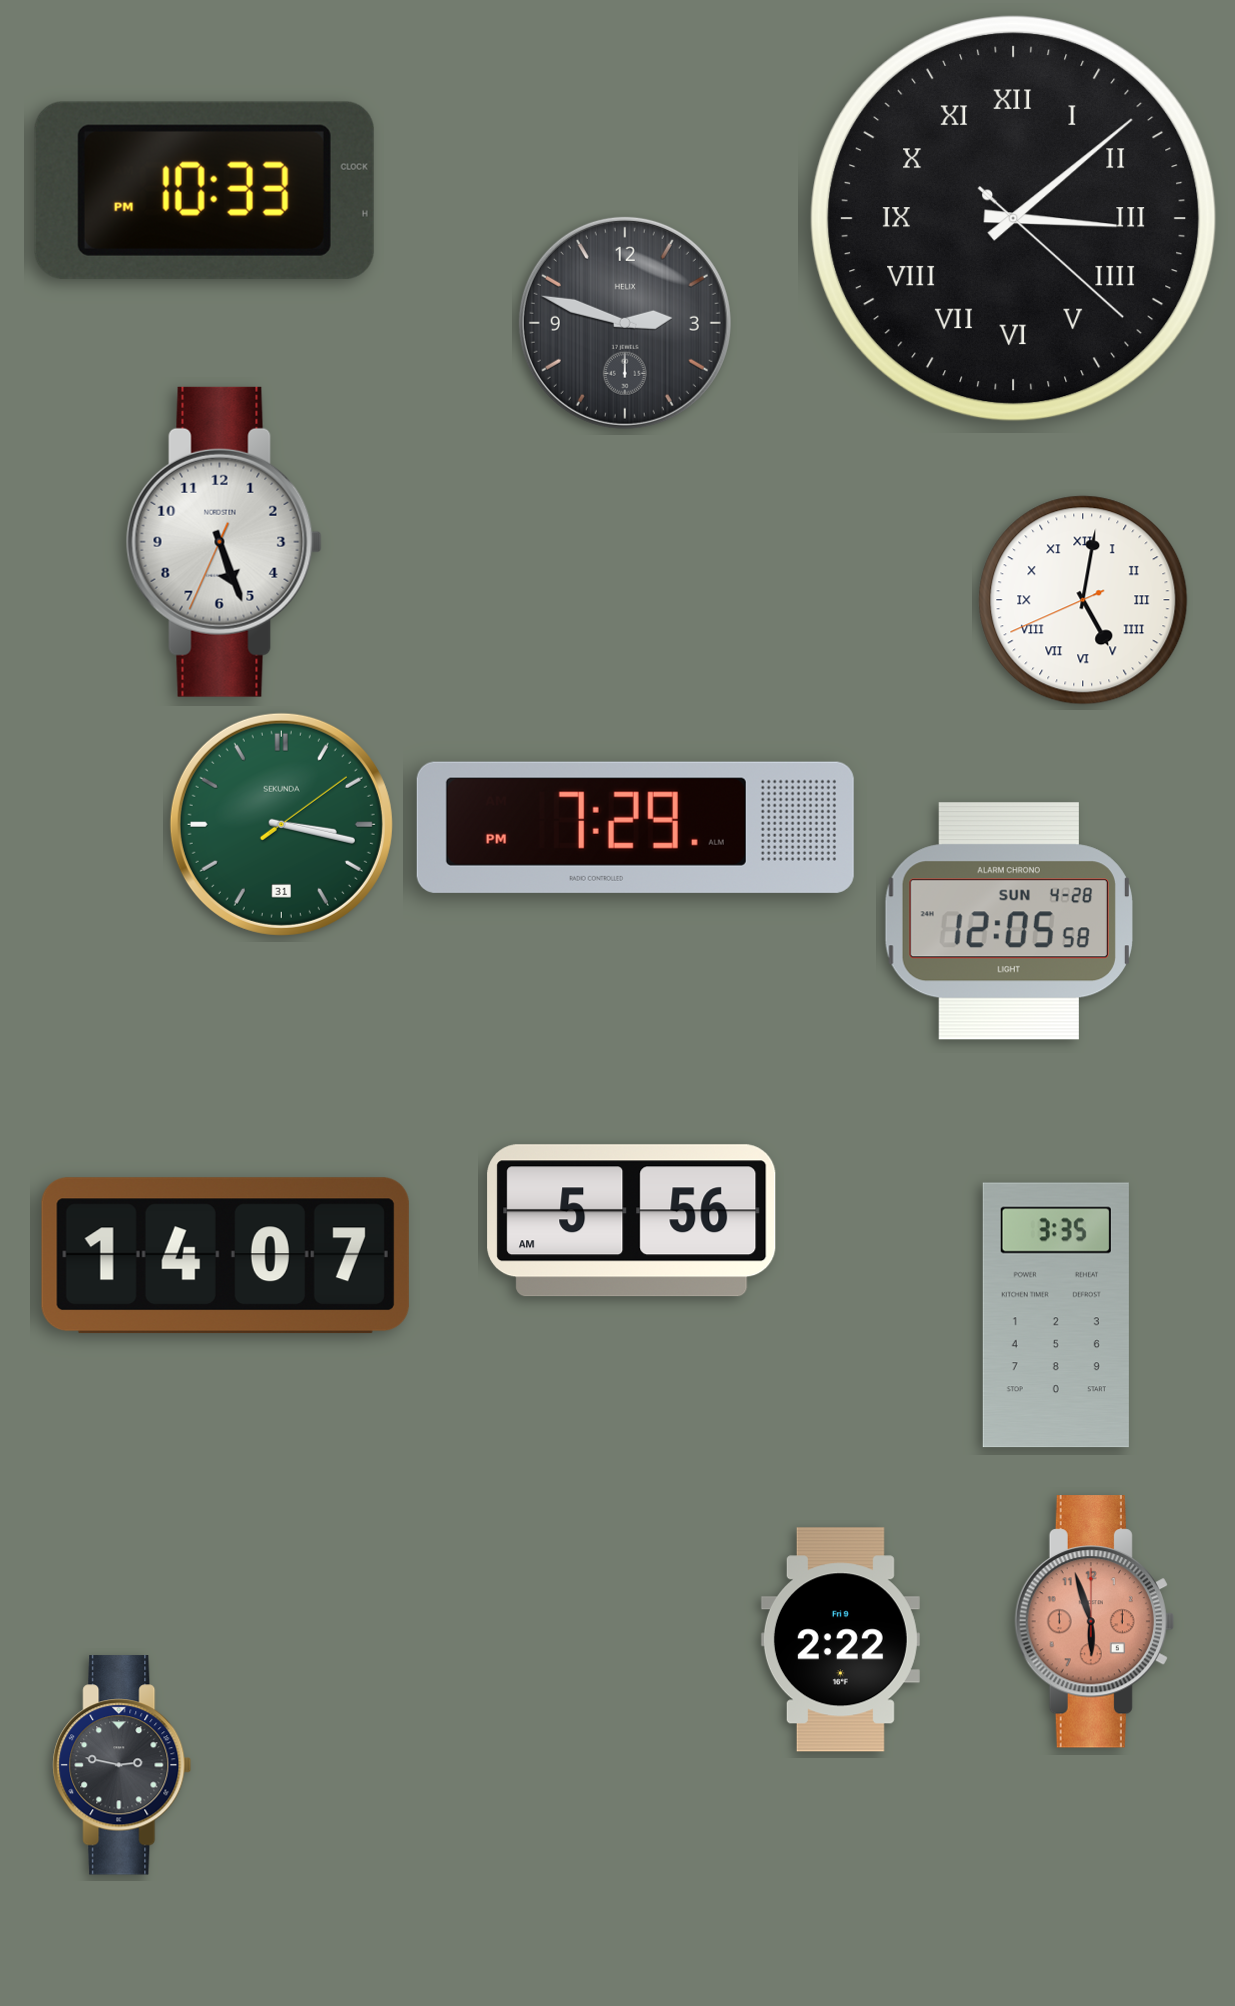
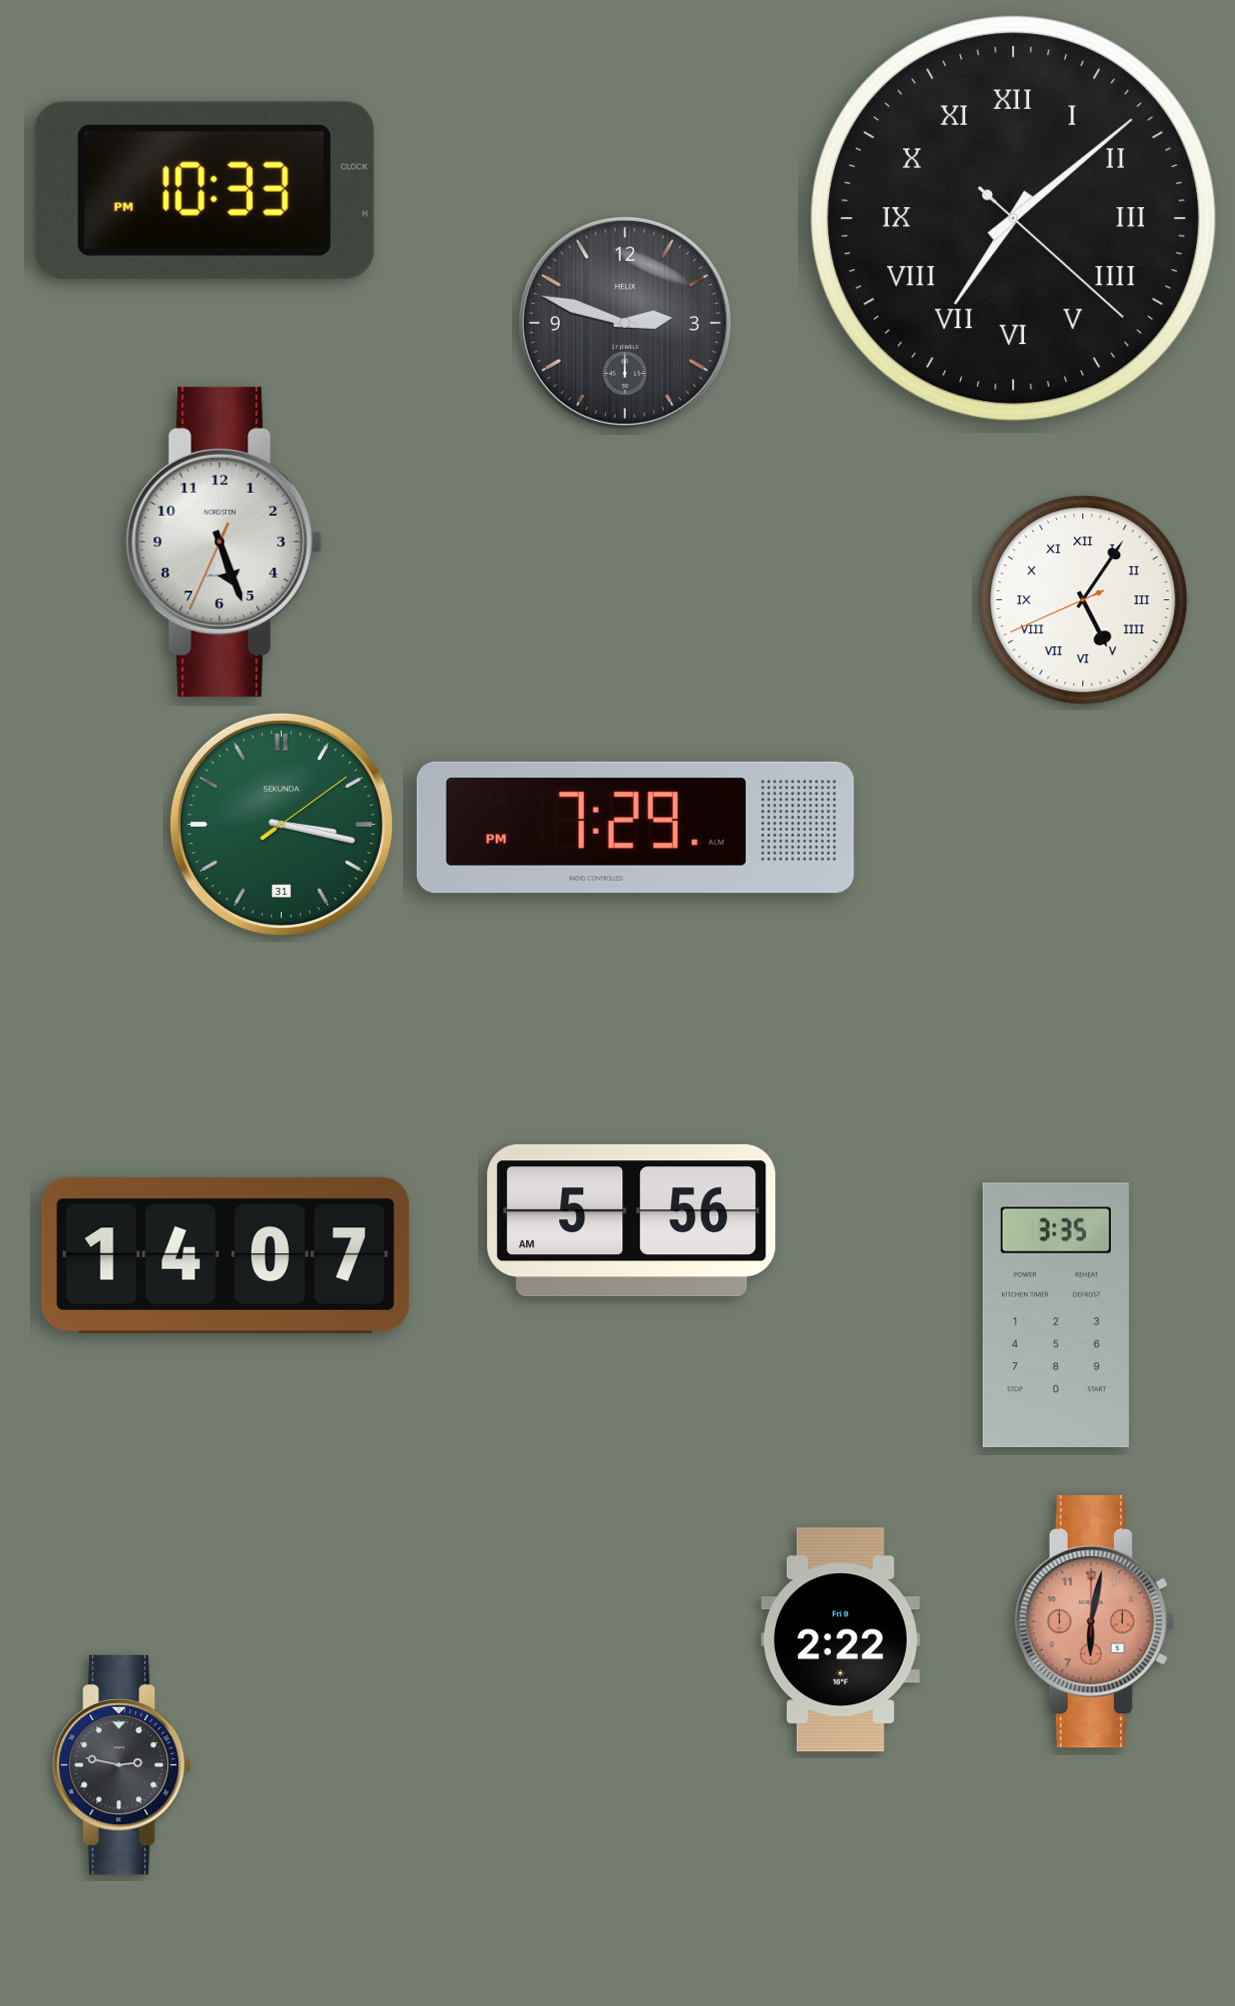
clock at (1014, 219): 3:08 -> 7:08
clock at (1083, 600): 5:01 -> 5:05
clock at (1009, 921): 12:05 -> none
clock at (1094, 1622): 5:57 -> 6:02
